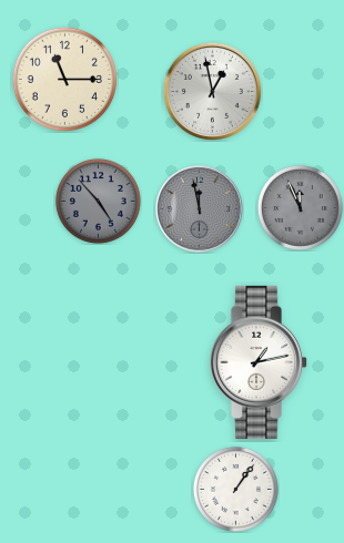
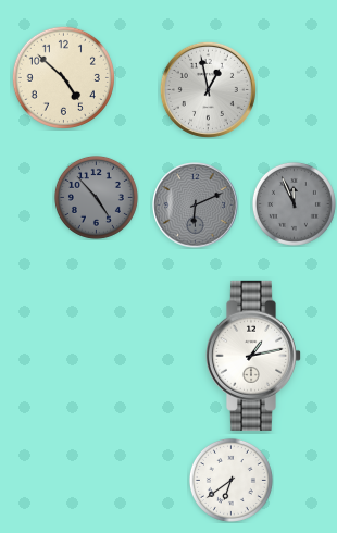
clock at (64, 79): 11:15 -> 4:52
clock at (200, 209): 11:58 -> 6:11
clock at (235, 489): 1:06 -> 6:39
